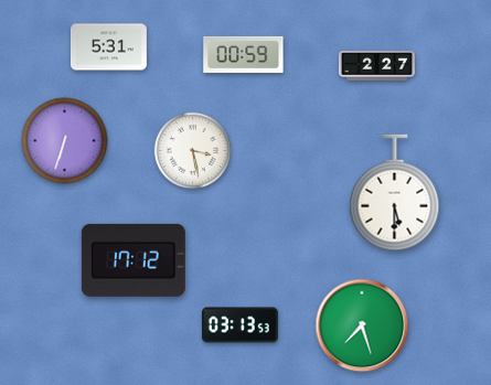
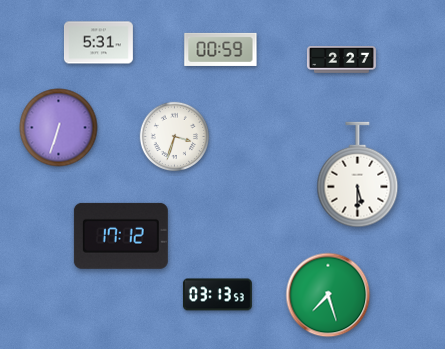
clock at (193, 151): 3:28 -> 3:33
